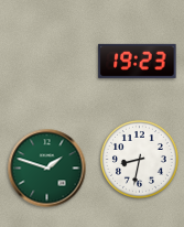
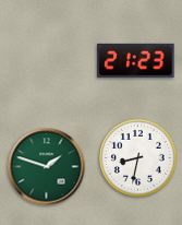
clock at (138, 61): 19:23 -> 21:23
